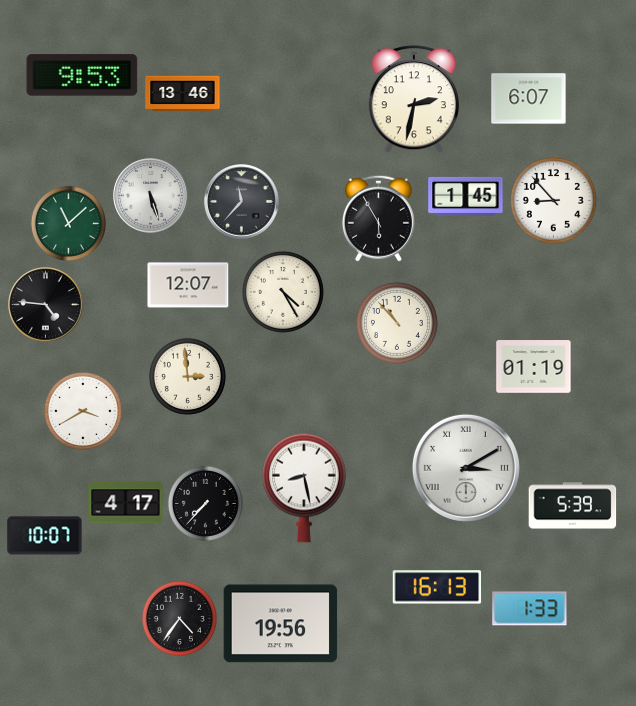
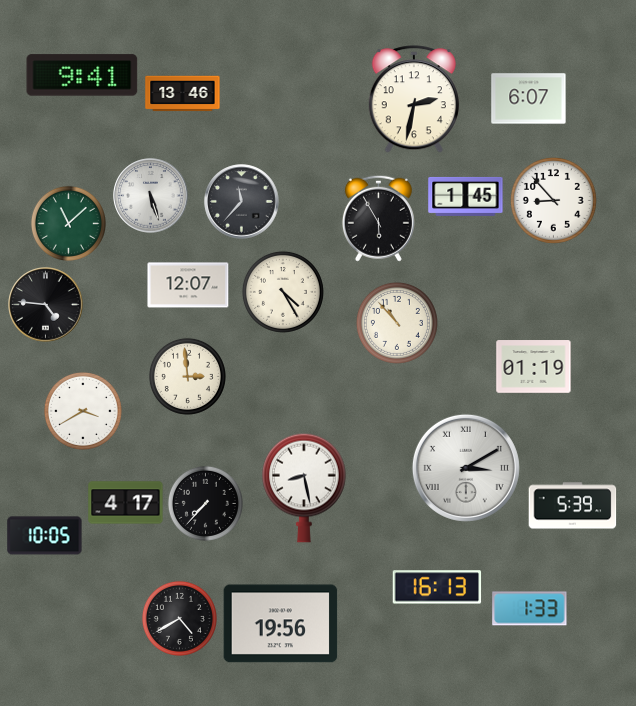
clock at (82, 75): 9:53 -> 9:41
clock at (45, 536): 10:07 -> 10:05
clock at (179, 618): 4:36 -> 4:40
